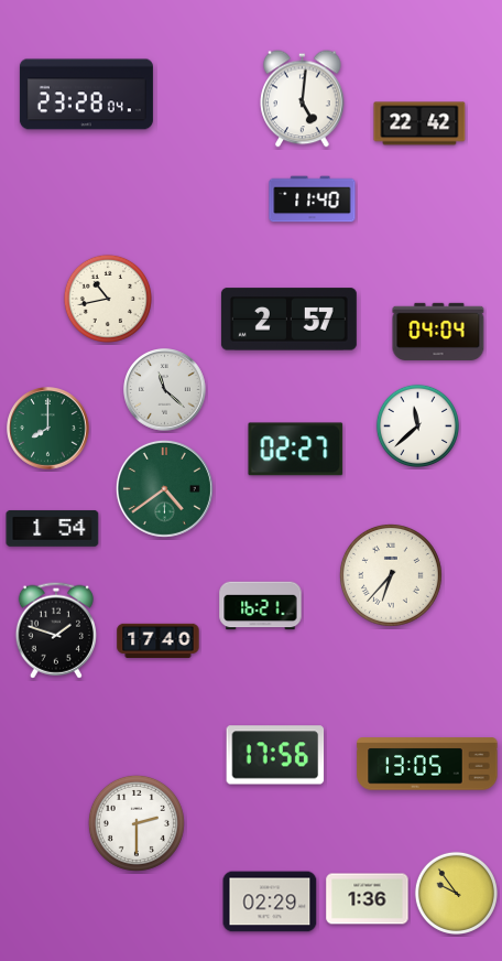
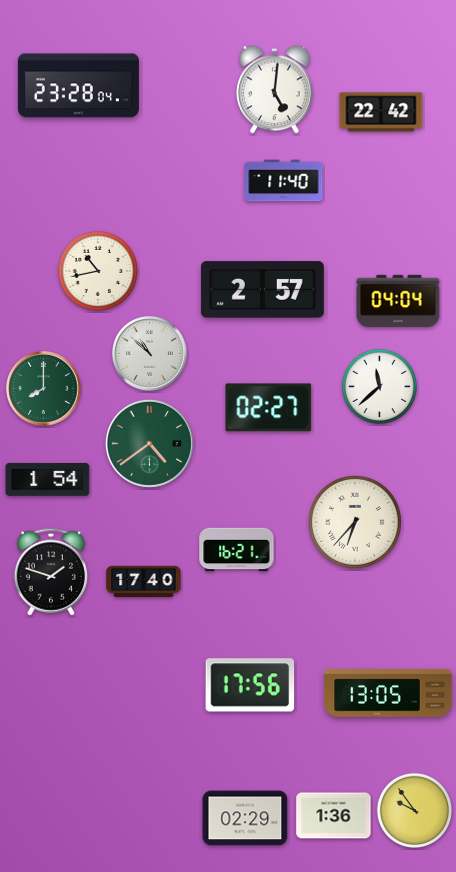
clock at (165, 390): 11:22 -> 10:52
clock at (137, 823): 2:30 -> none
